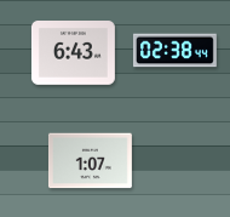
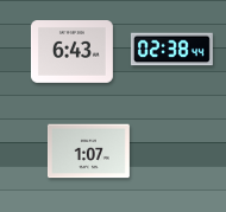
clock at (90, 161) position: (90, 161) -> (88, 152)
